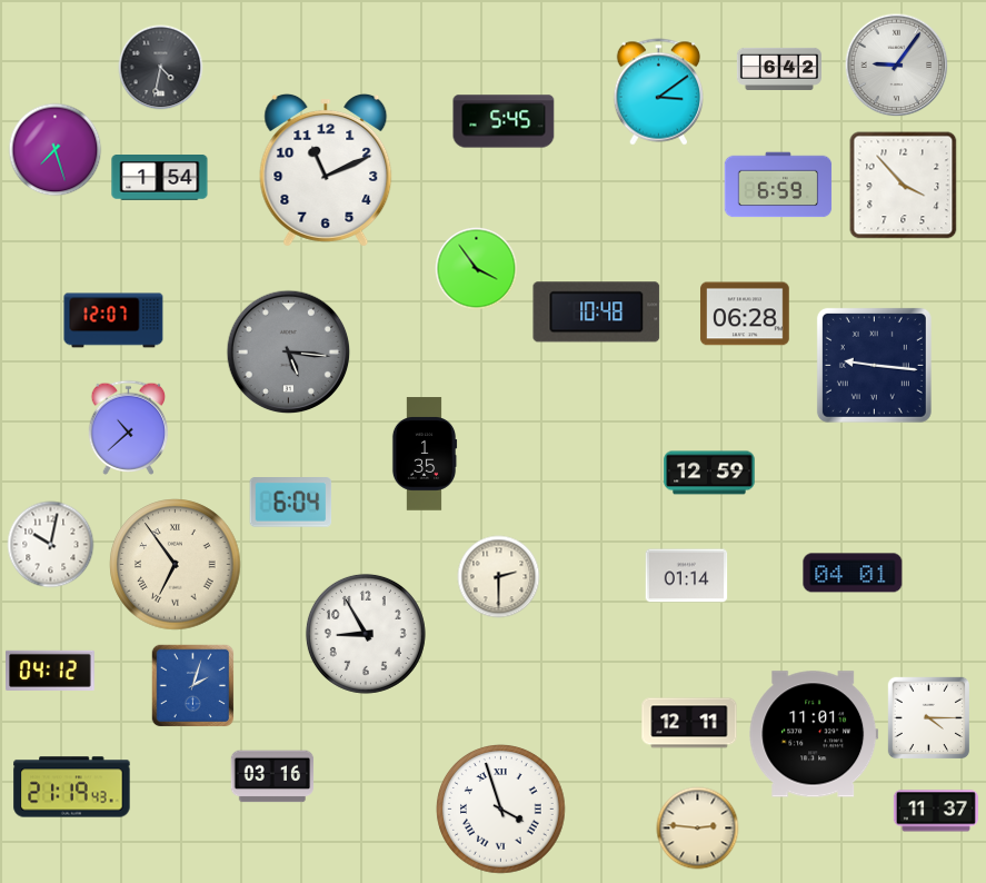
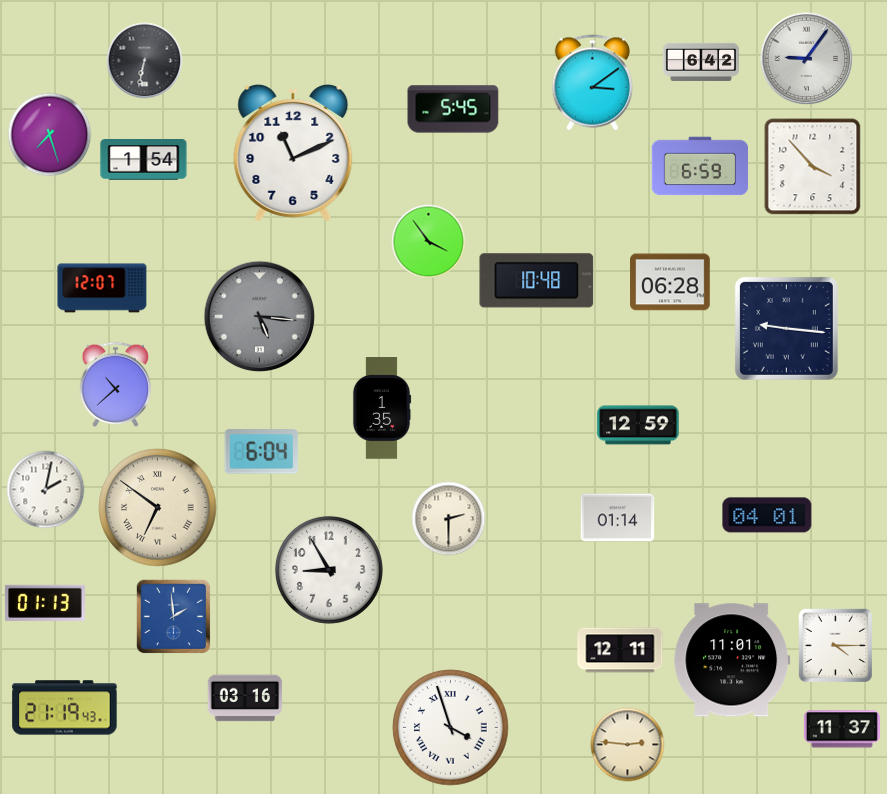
clock at (161, 68): 4:32 -> 6:32
clock at (51, 545): 10:02 -> 2:02
clock at (176, 565): 6:54 -> 6:51
clock at (50, 671): 04:12 -> 01:13
clock at (193, 686): 2:03 -> 1:59
